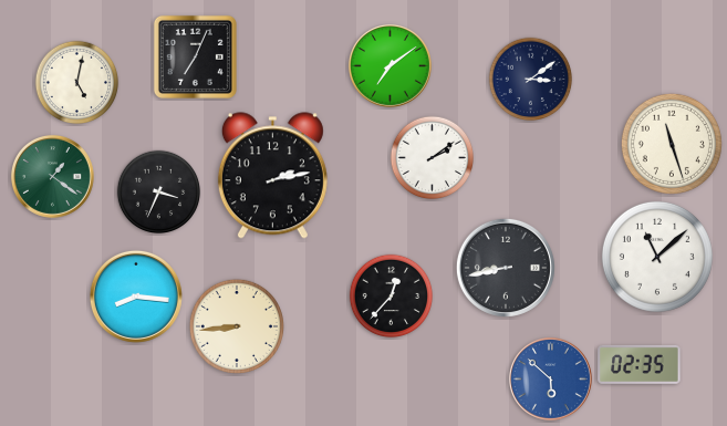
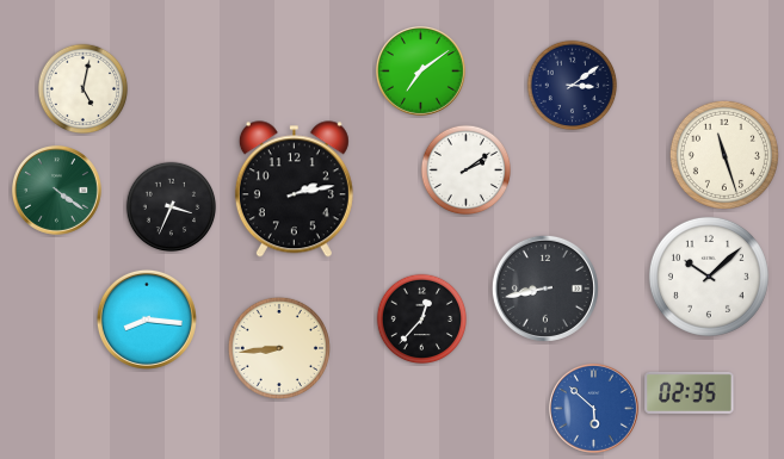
clock at (195, 56): 7:04 -> none
clock at (52, 176): 1:21 -> 4:21
clock at (657, 257): 11:08 -> 10:08
clock at (237, 326) position: (237, 326) -> (279, 348)
